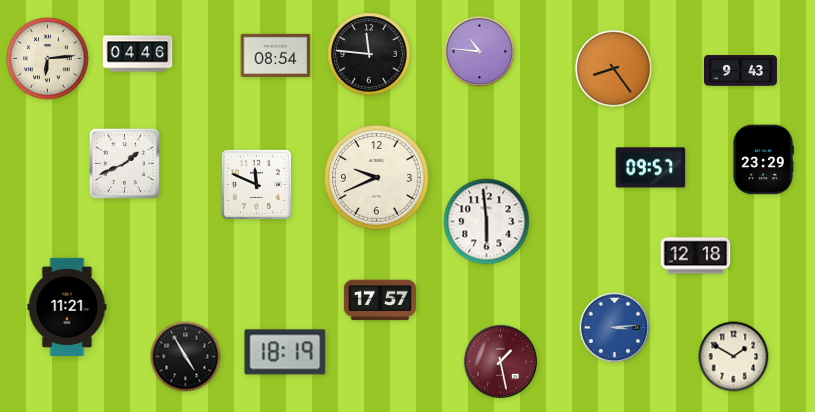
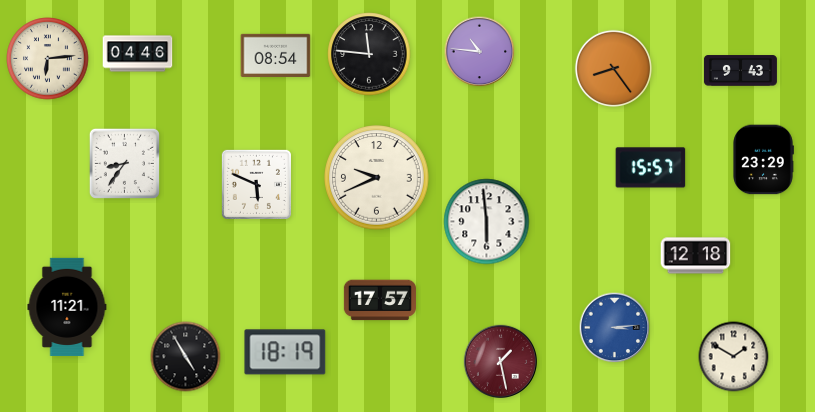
clock at (124, 163): 1:41 -> 8:36
clock at (651, 168): 09:57 -> 15:57
clock at (256, 184): 11:49 -> 5:49
